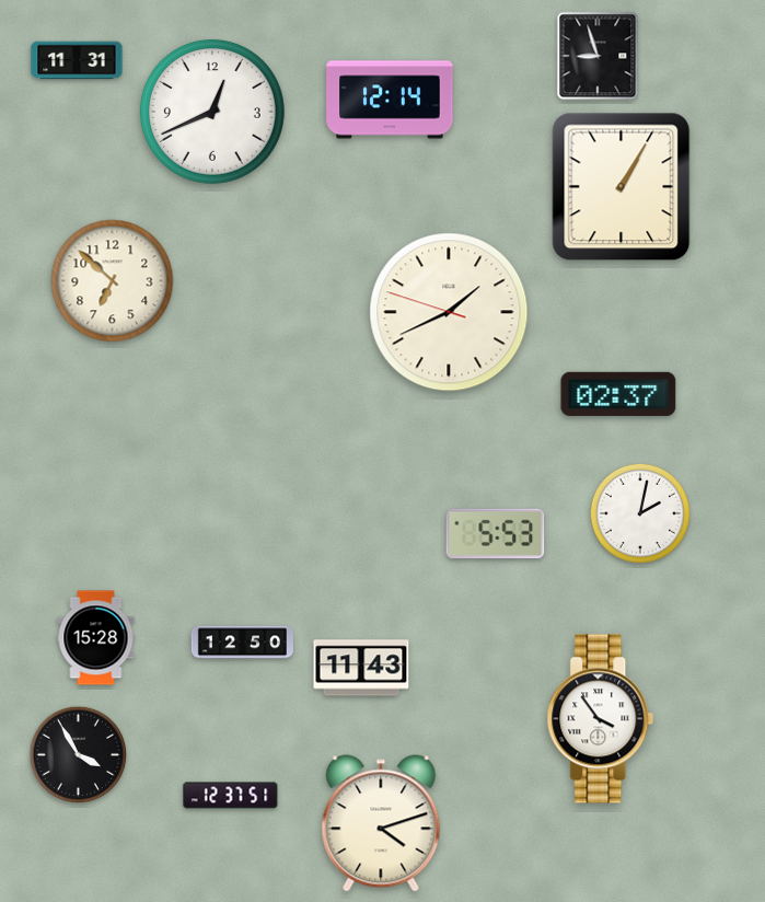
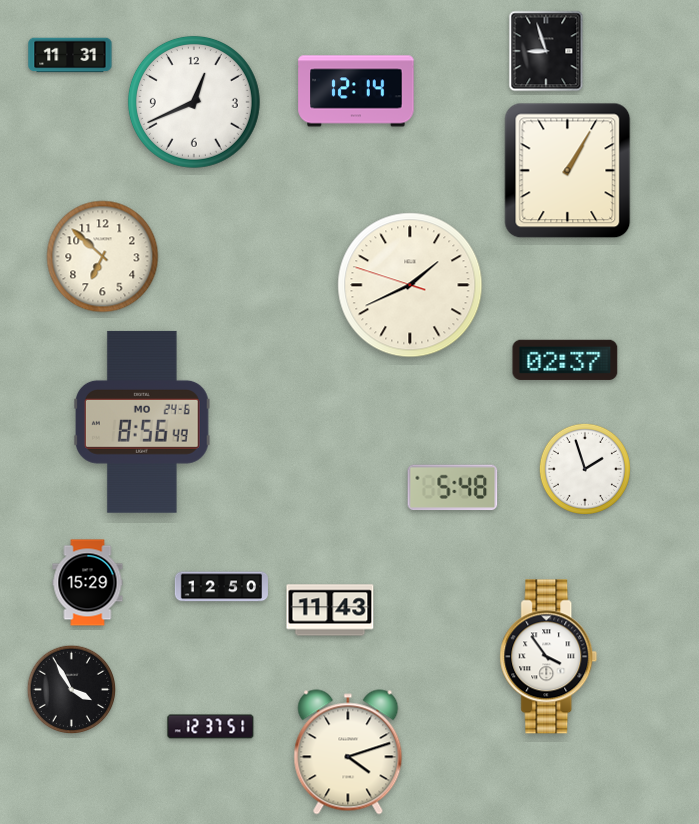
clock at (142, 422): none -> 8:56
clock at (640, 513): 2:02 -> 1:57
clock at (496, 534): 5:53 -> 5:48
clock at (96, 638): 15:28 -> 15:29
